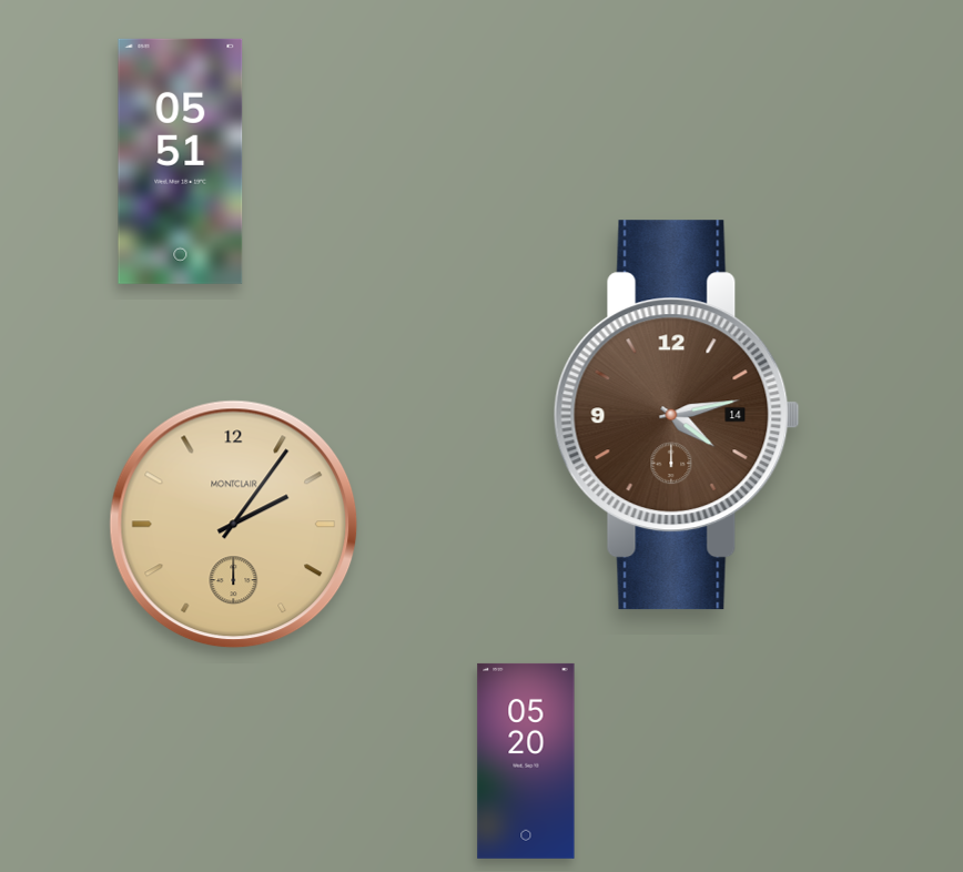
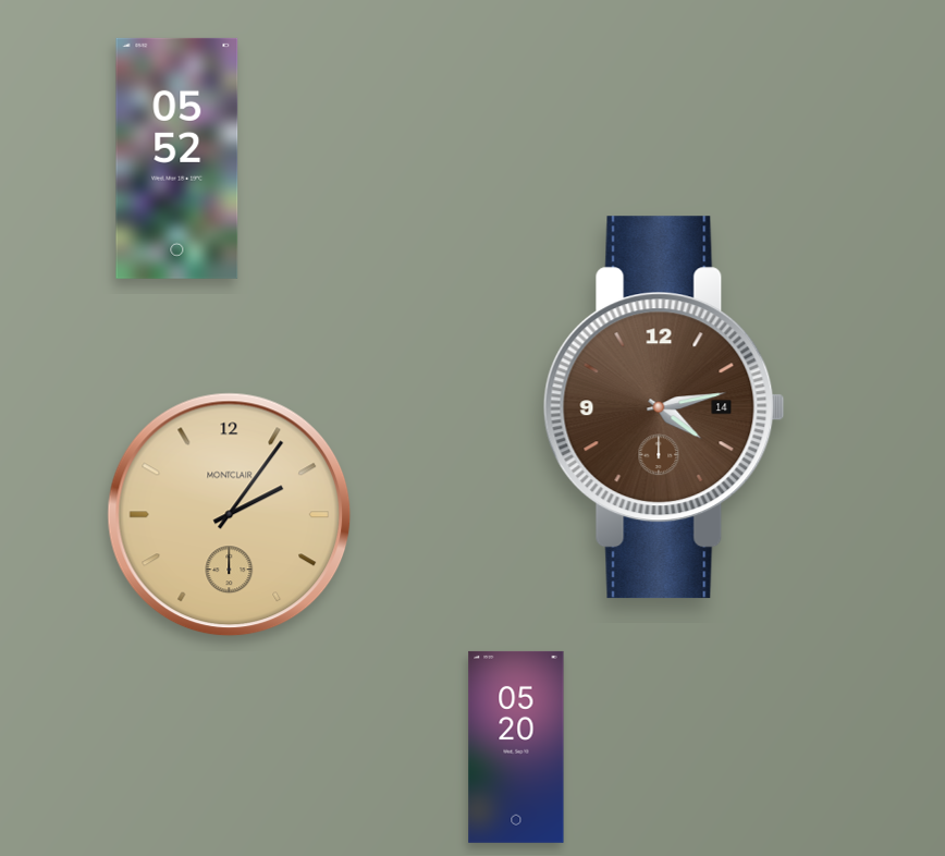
clock at (181, 161): 05:51 -> 05:52
